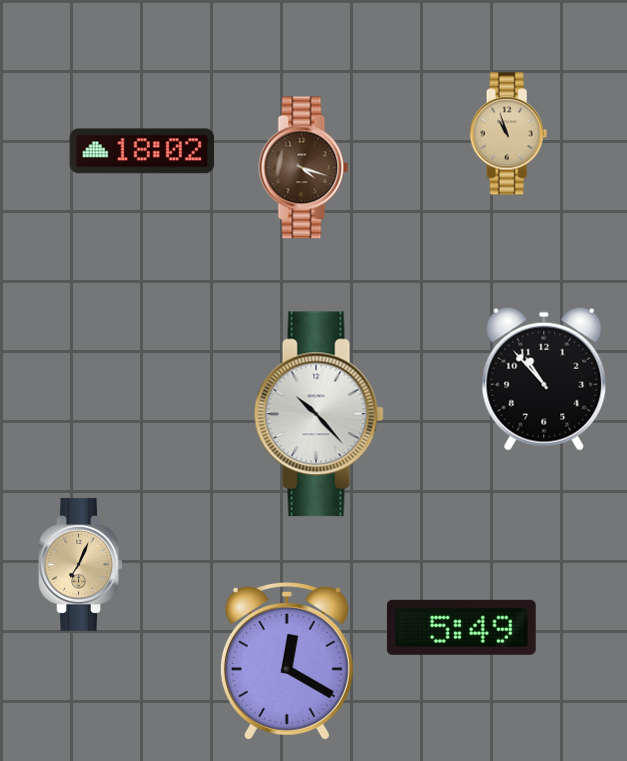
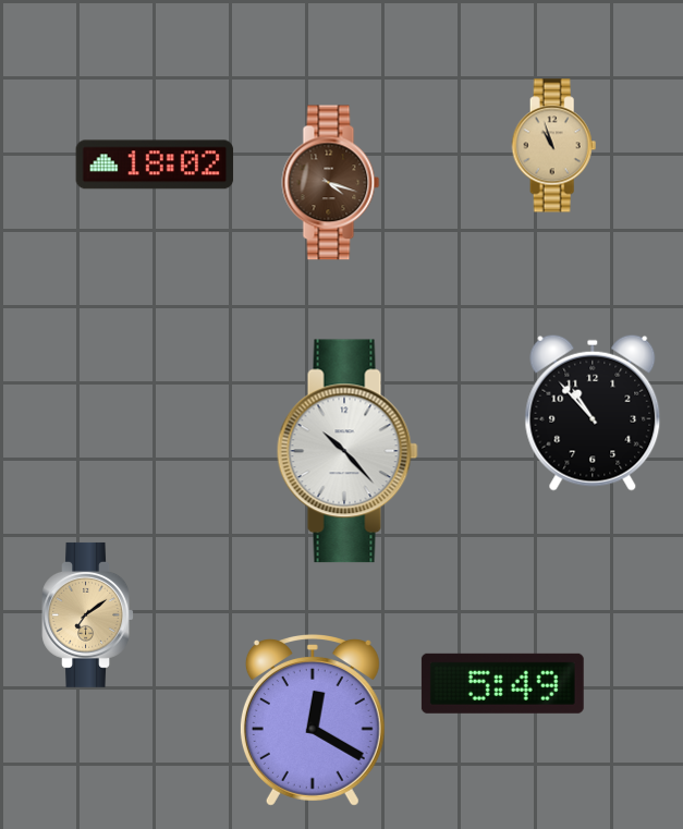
clock at (80, 564): 7:04 -> 7:09
